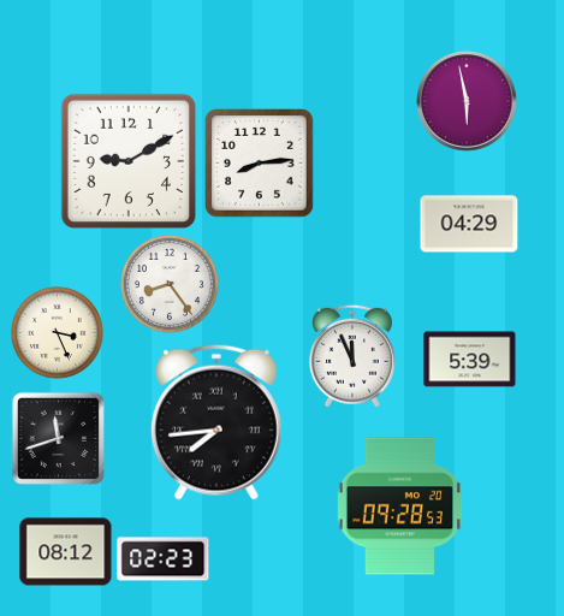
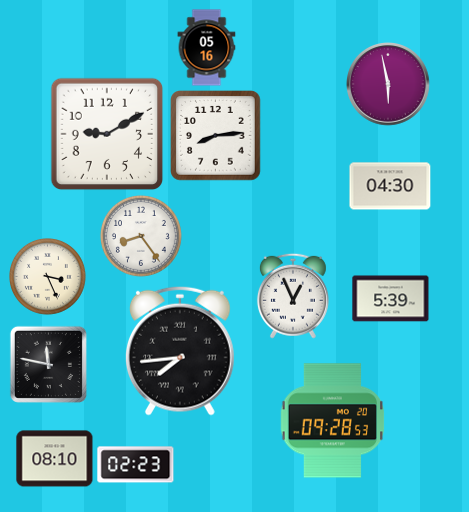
clock at (207, 48): none -> 05:16
clock at (469, 224): 04:29 -> 04:30
clock at (352, 356): 11:56 -> 12:56
clock at (58, 438): 11:42 -> 11:47
clock at (66, 552): 08:12 -> 08:10
